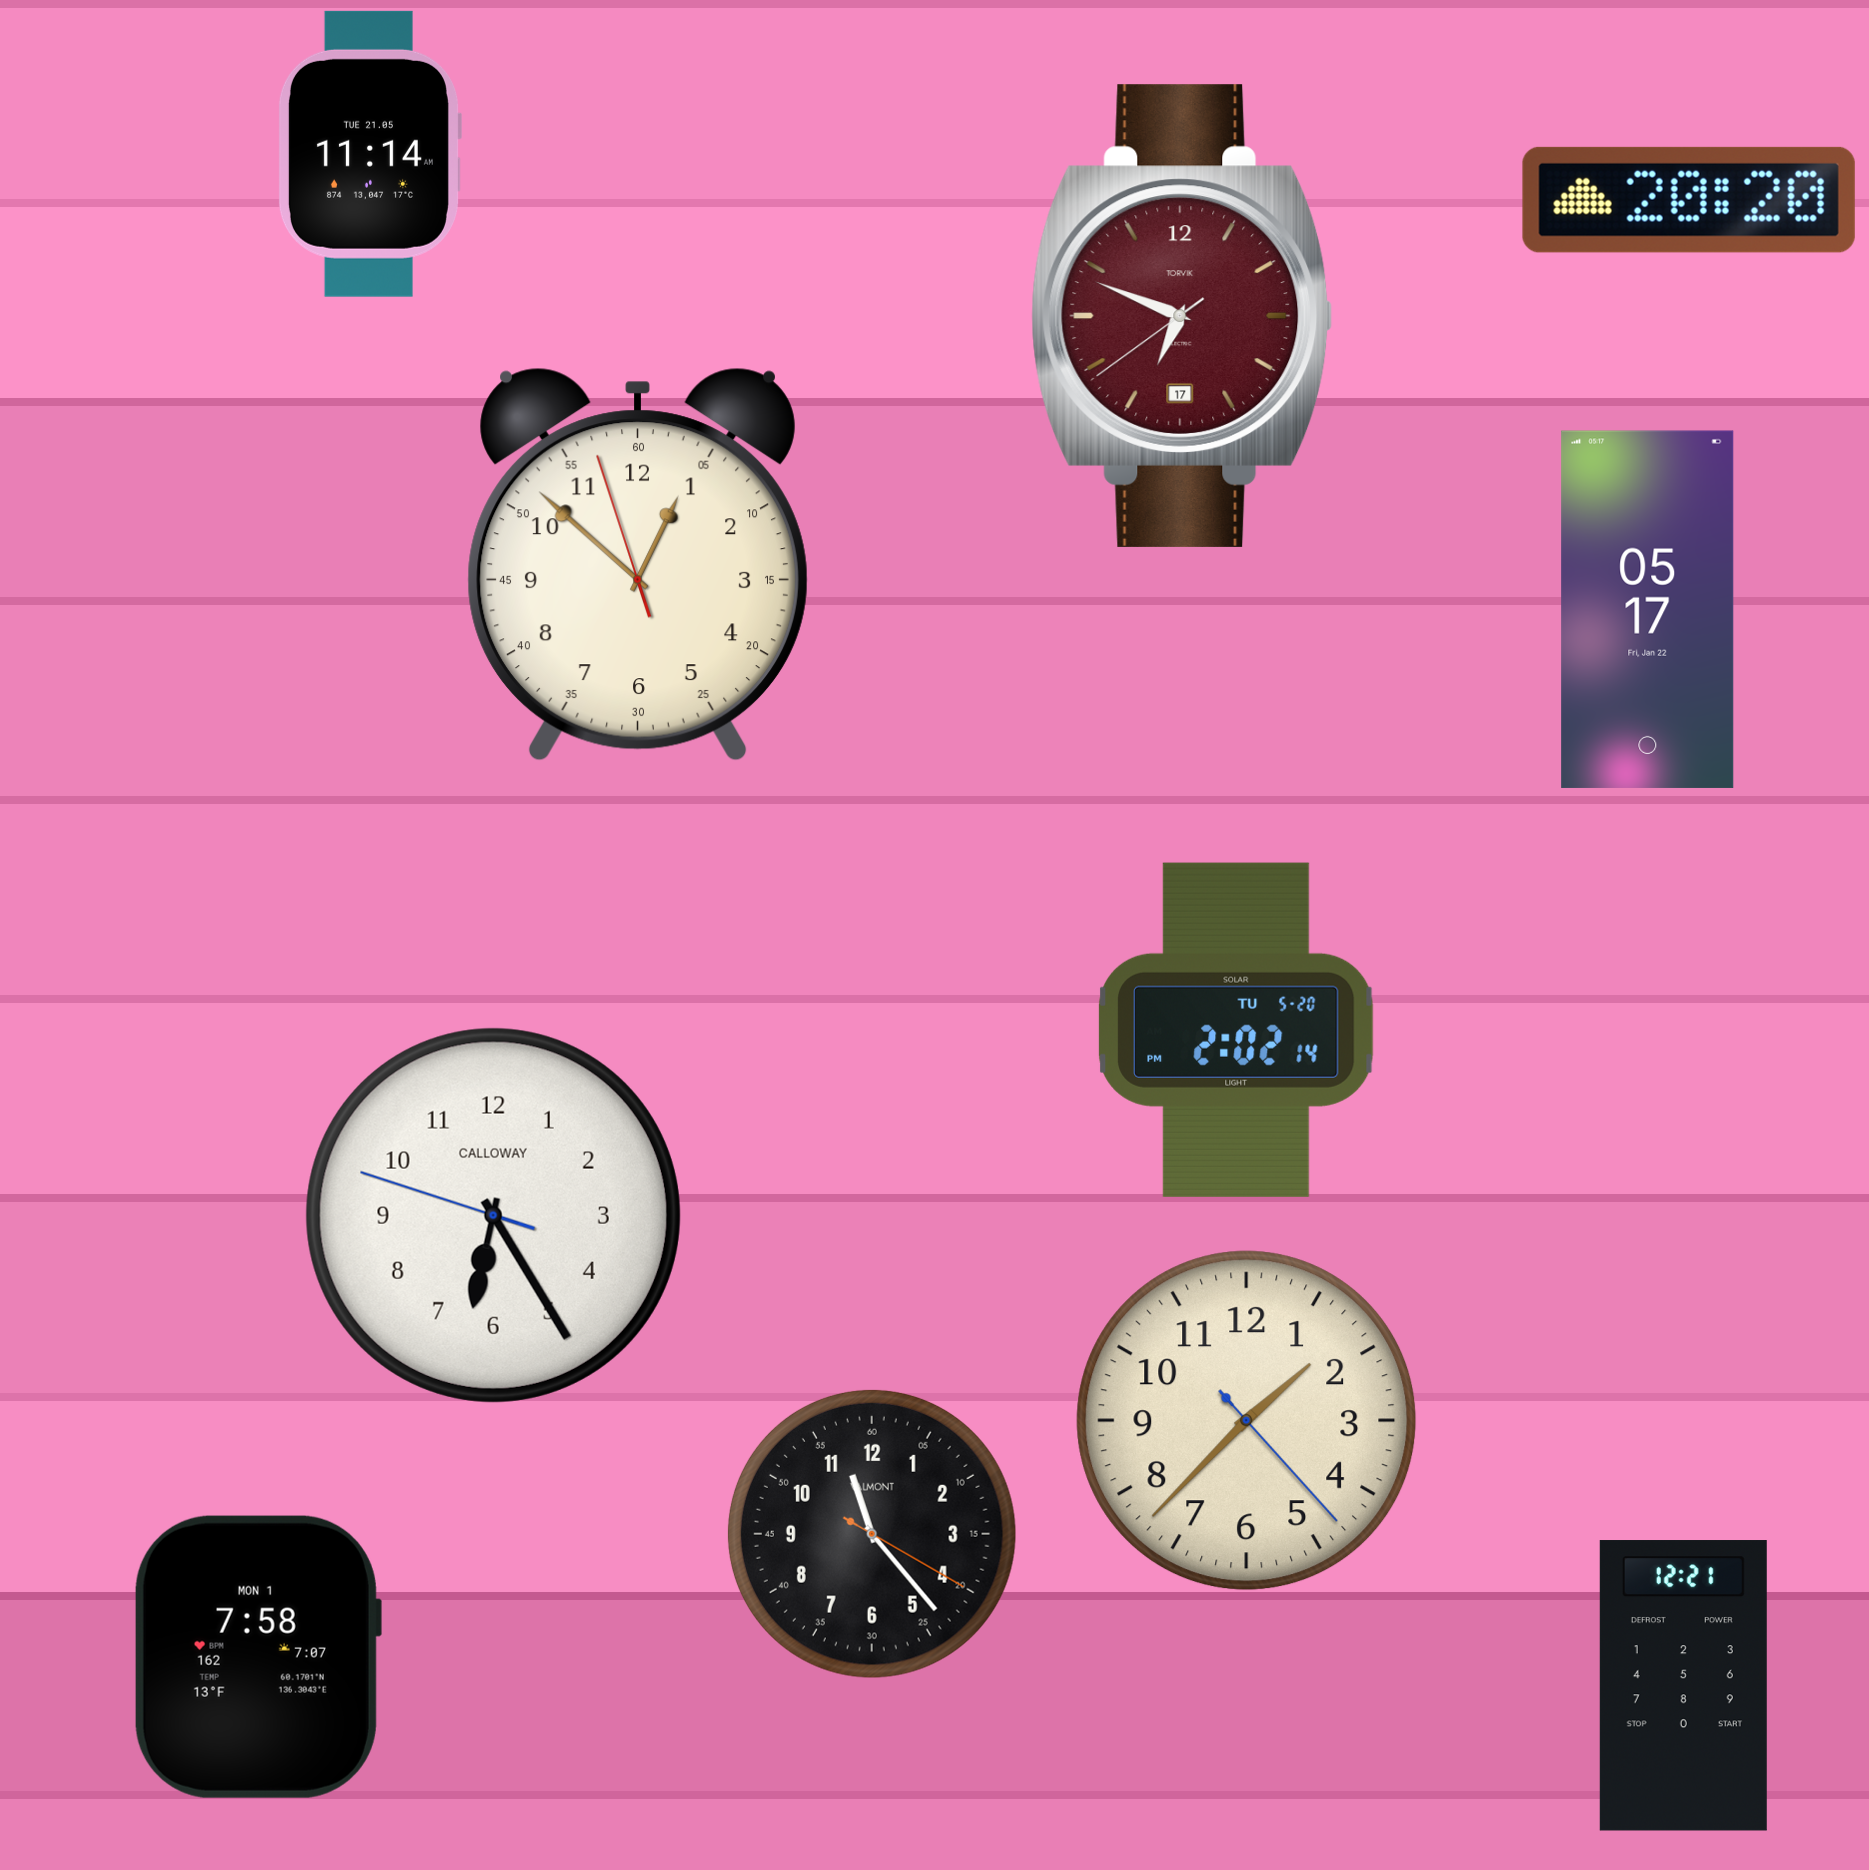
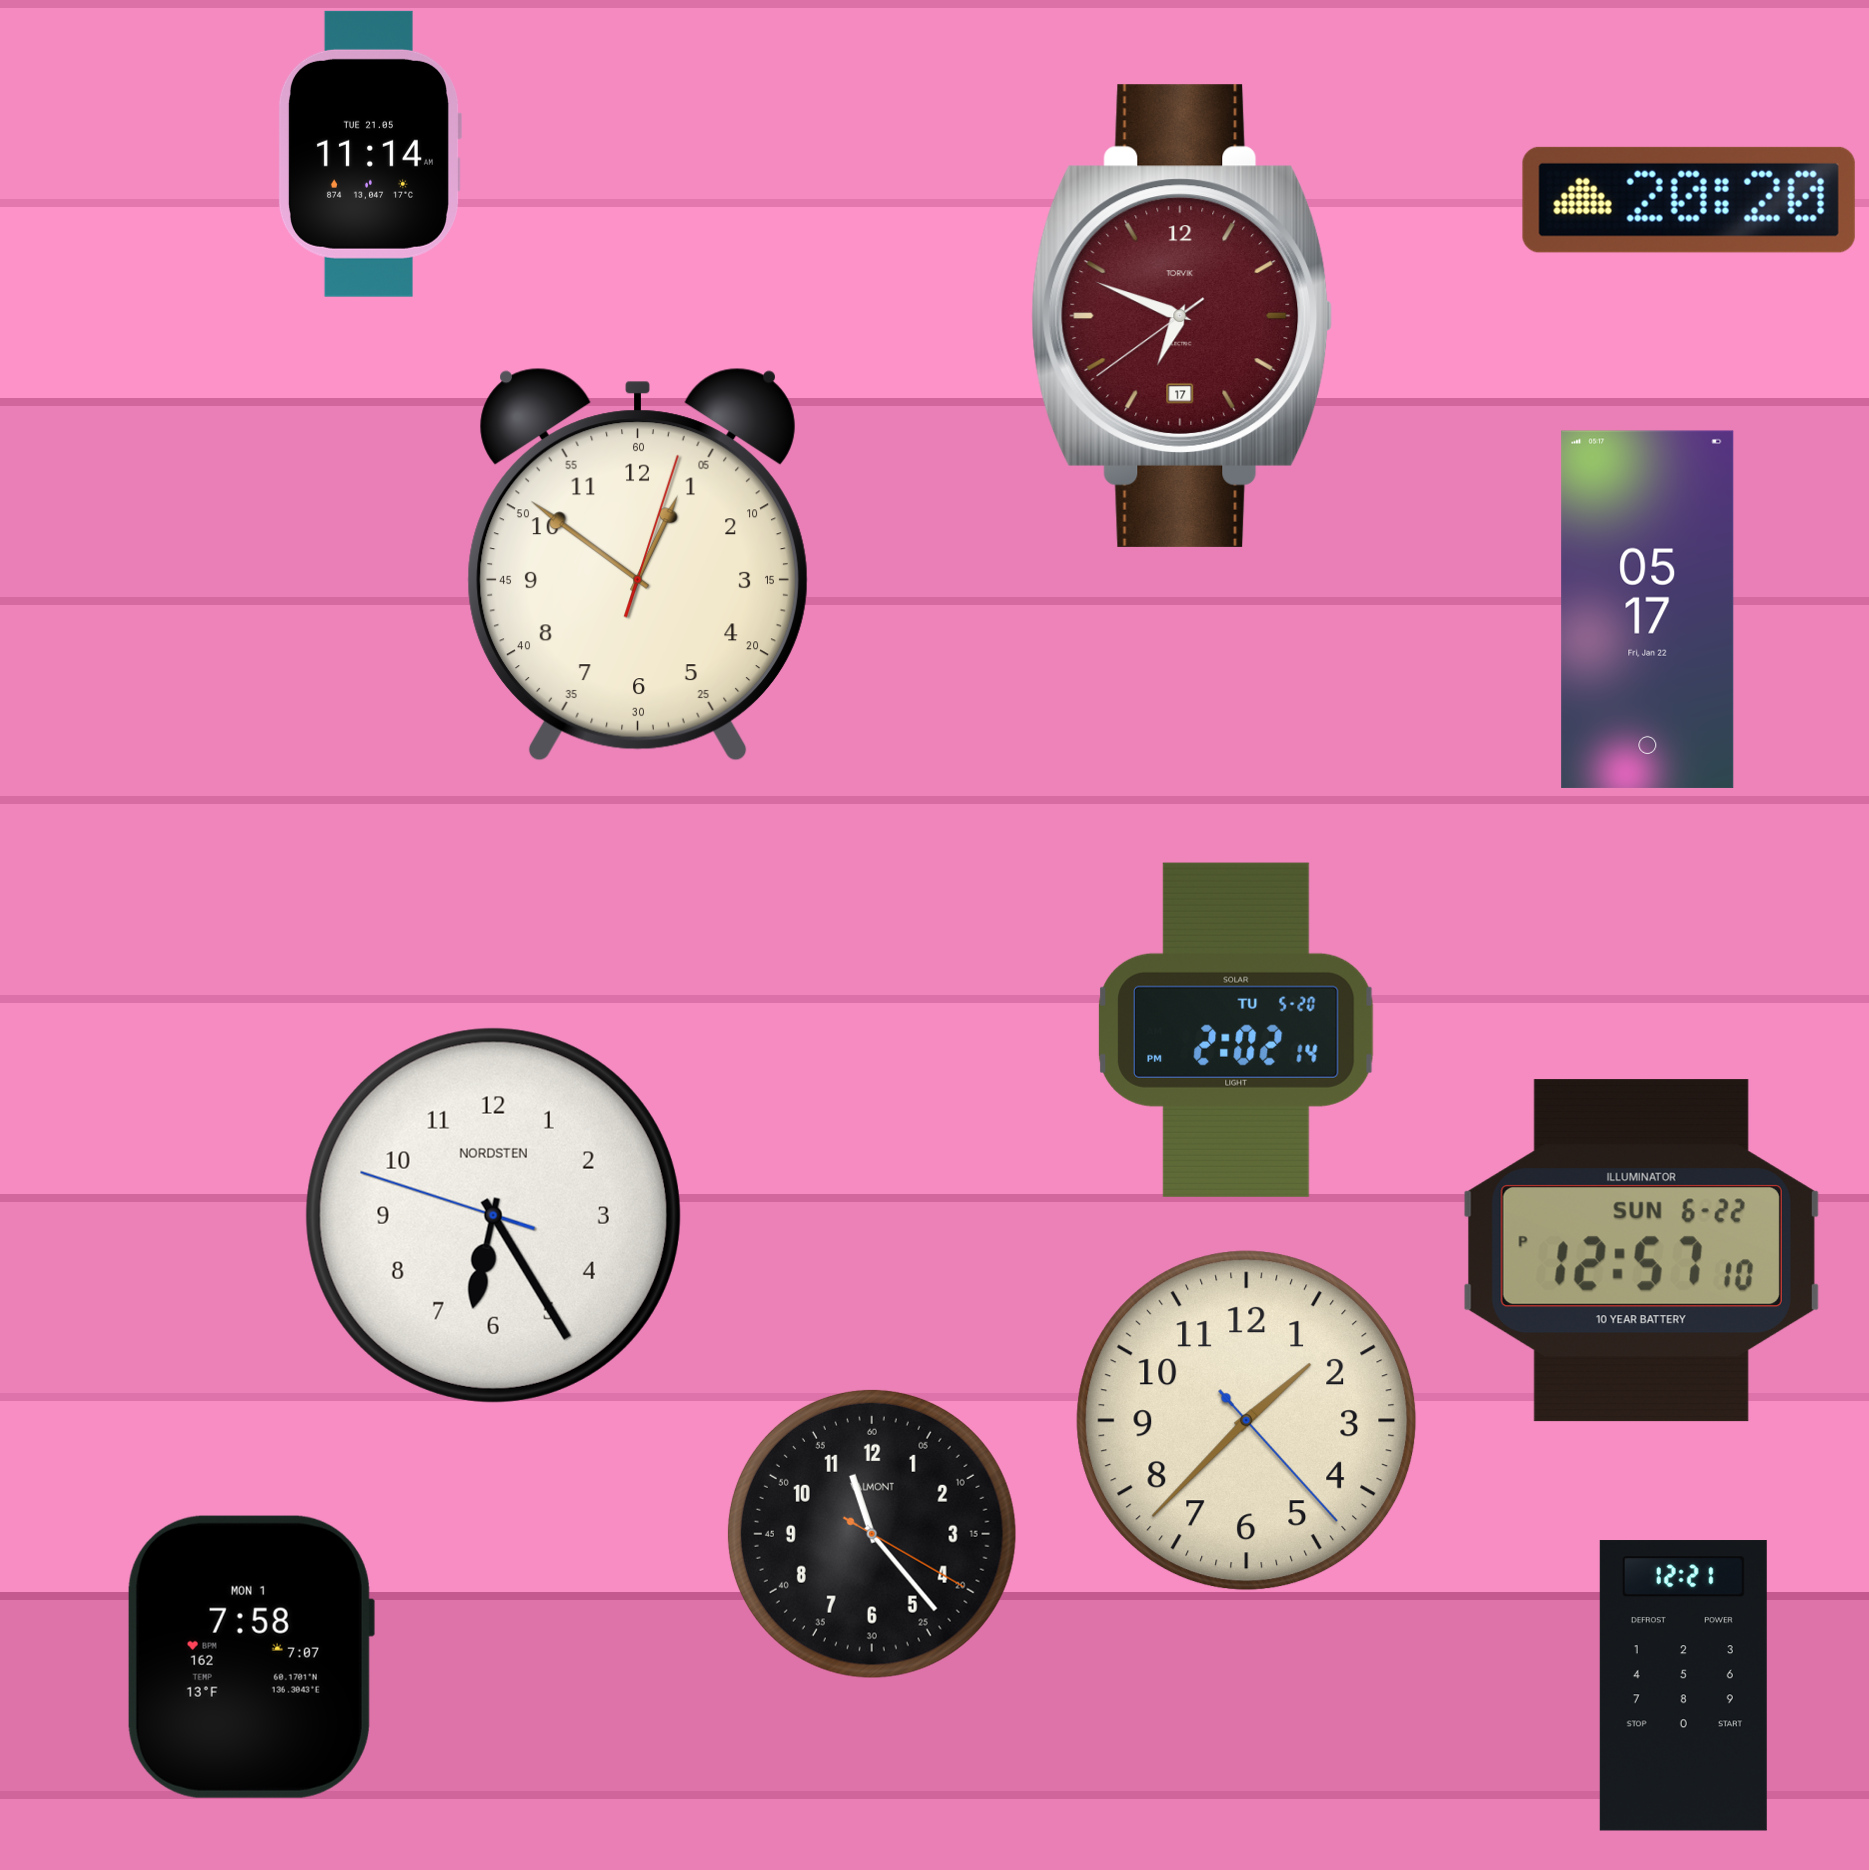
clock at (638, 565): 12:51:57 -> 12:51:03
clock at (493, 1215) brand: CALLOWAY -> NORDSTEN
clock at (1641, 1251): none -> 12:57
clock at (257, 1657) position: (257, 1657) -> (250, 1657)
